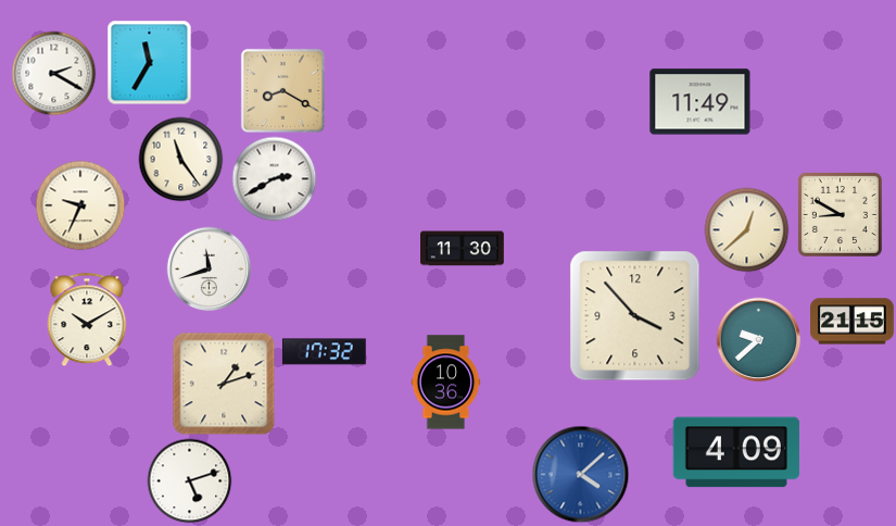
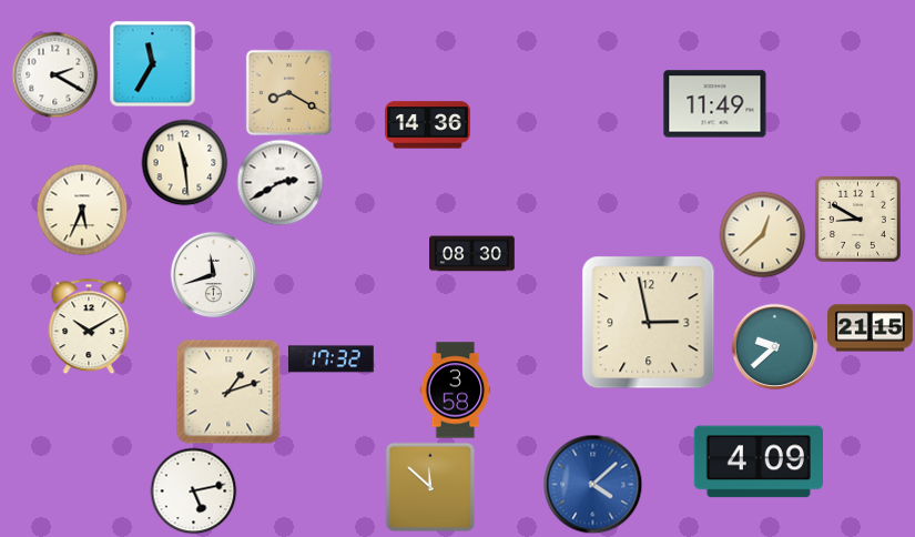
clock at (428, 125): none -> 14:36
clock at (180, 159): 11:24 -> 11:29
clock at (80, 205): 9:34 -> 5:34
clock at (463, 249): 11:30 -> 08:30
clock at (635, 316): 3:53 -> 2:58
clock at (446, 383): 10:36 -> 3:58
clock at (736, 452) position: (736, 452) -> (759, 462)
clock at (429, 486): none -> 11:52
clock at (189, 480): 5:12 -> 5:13
